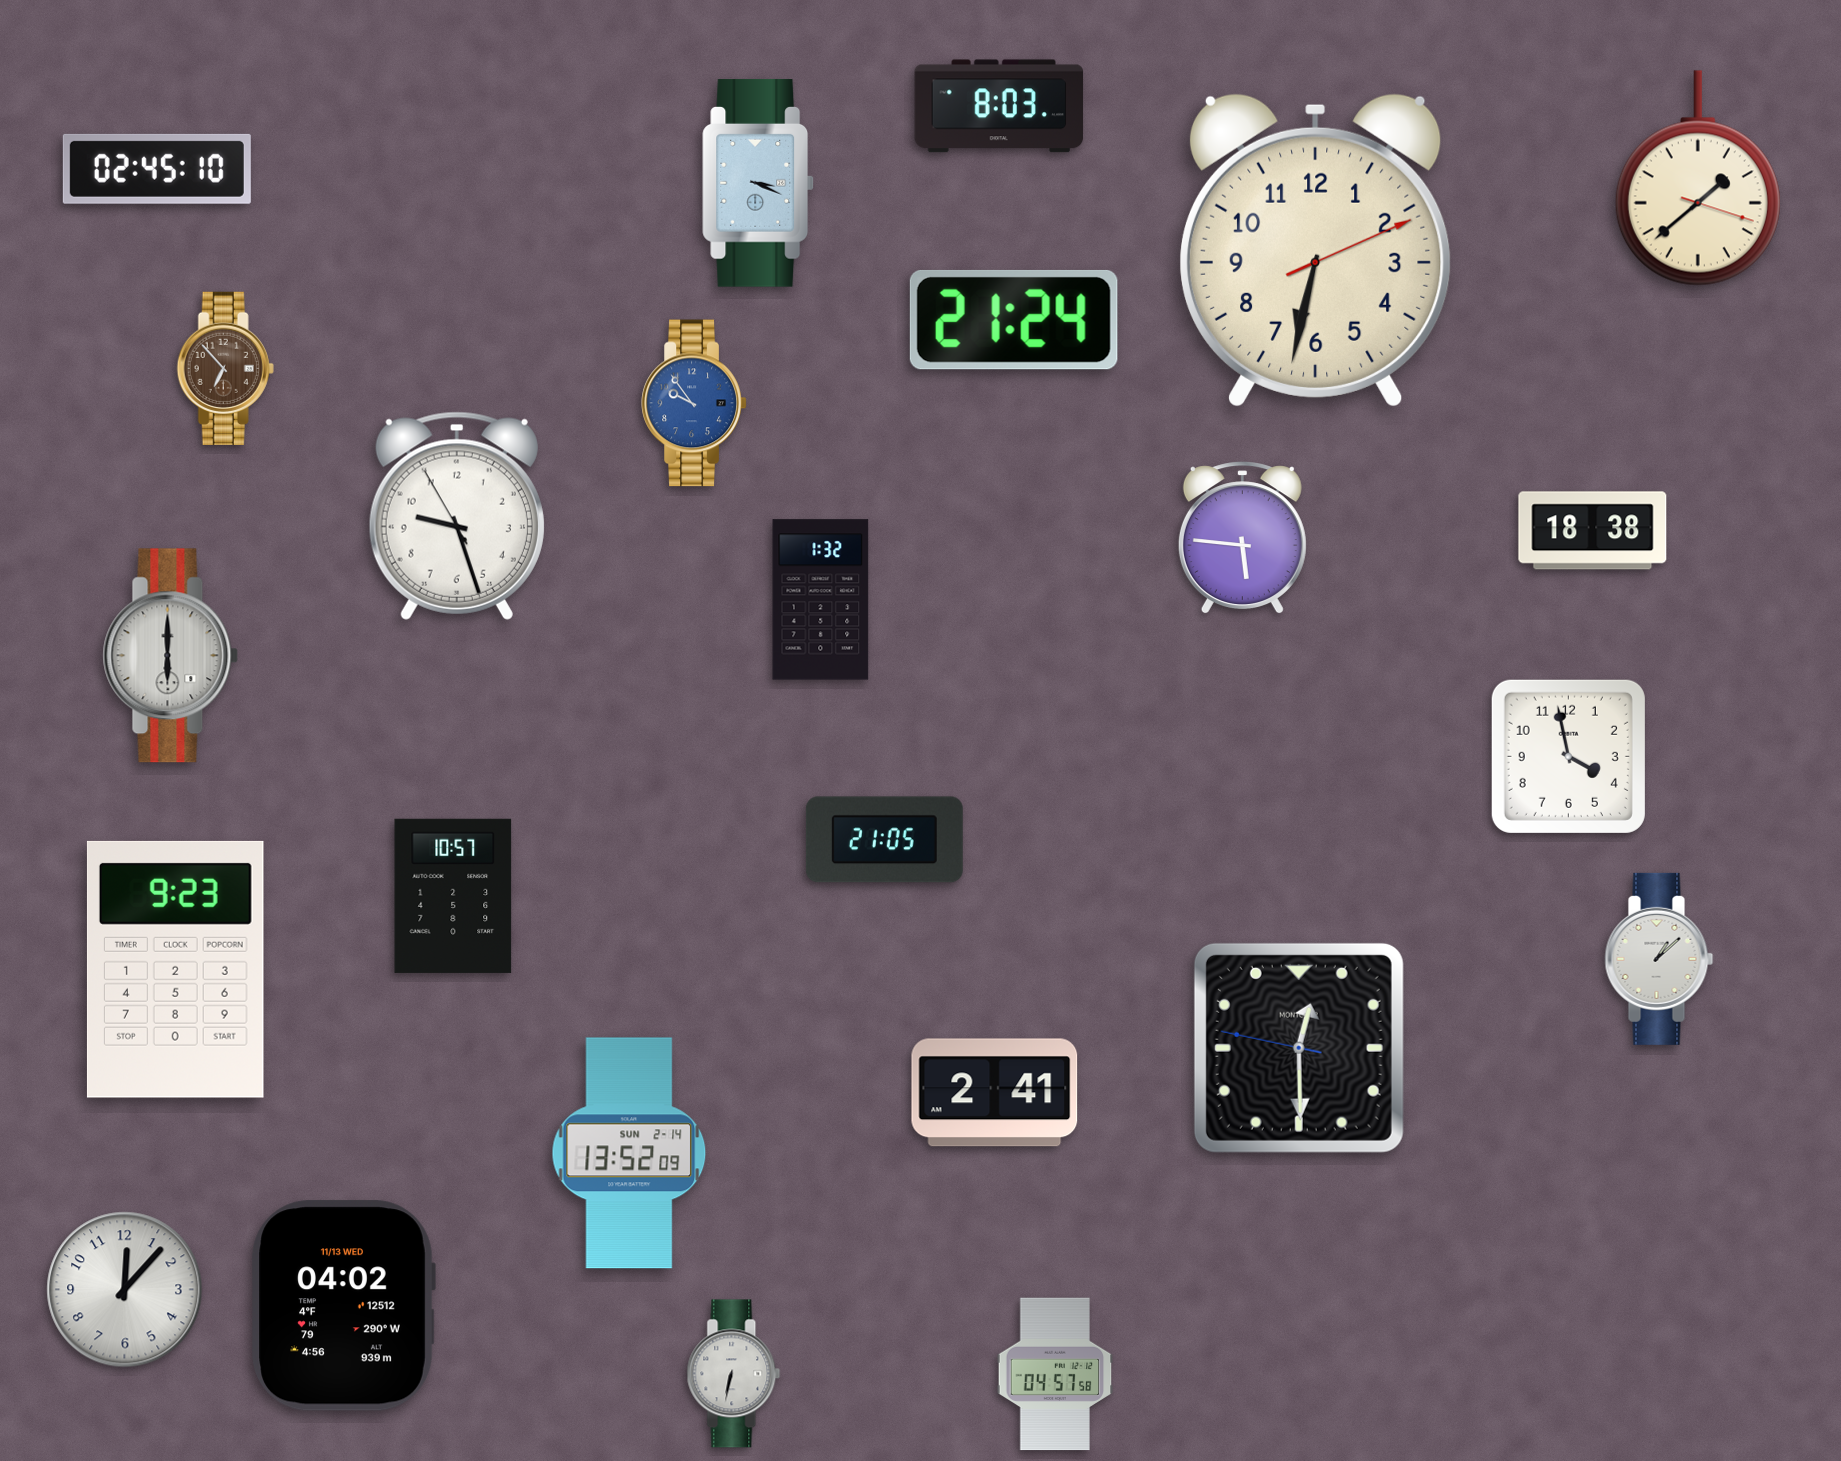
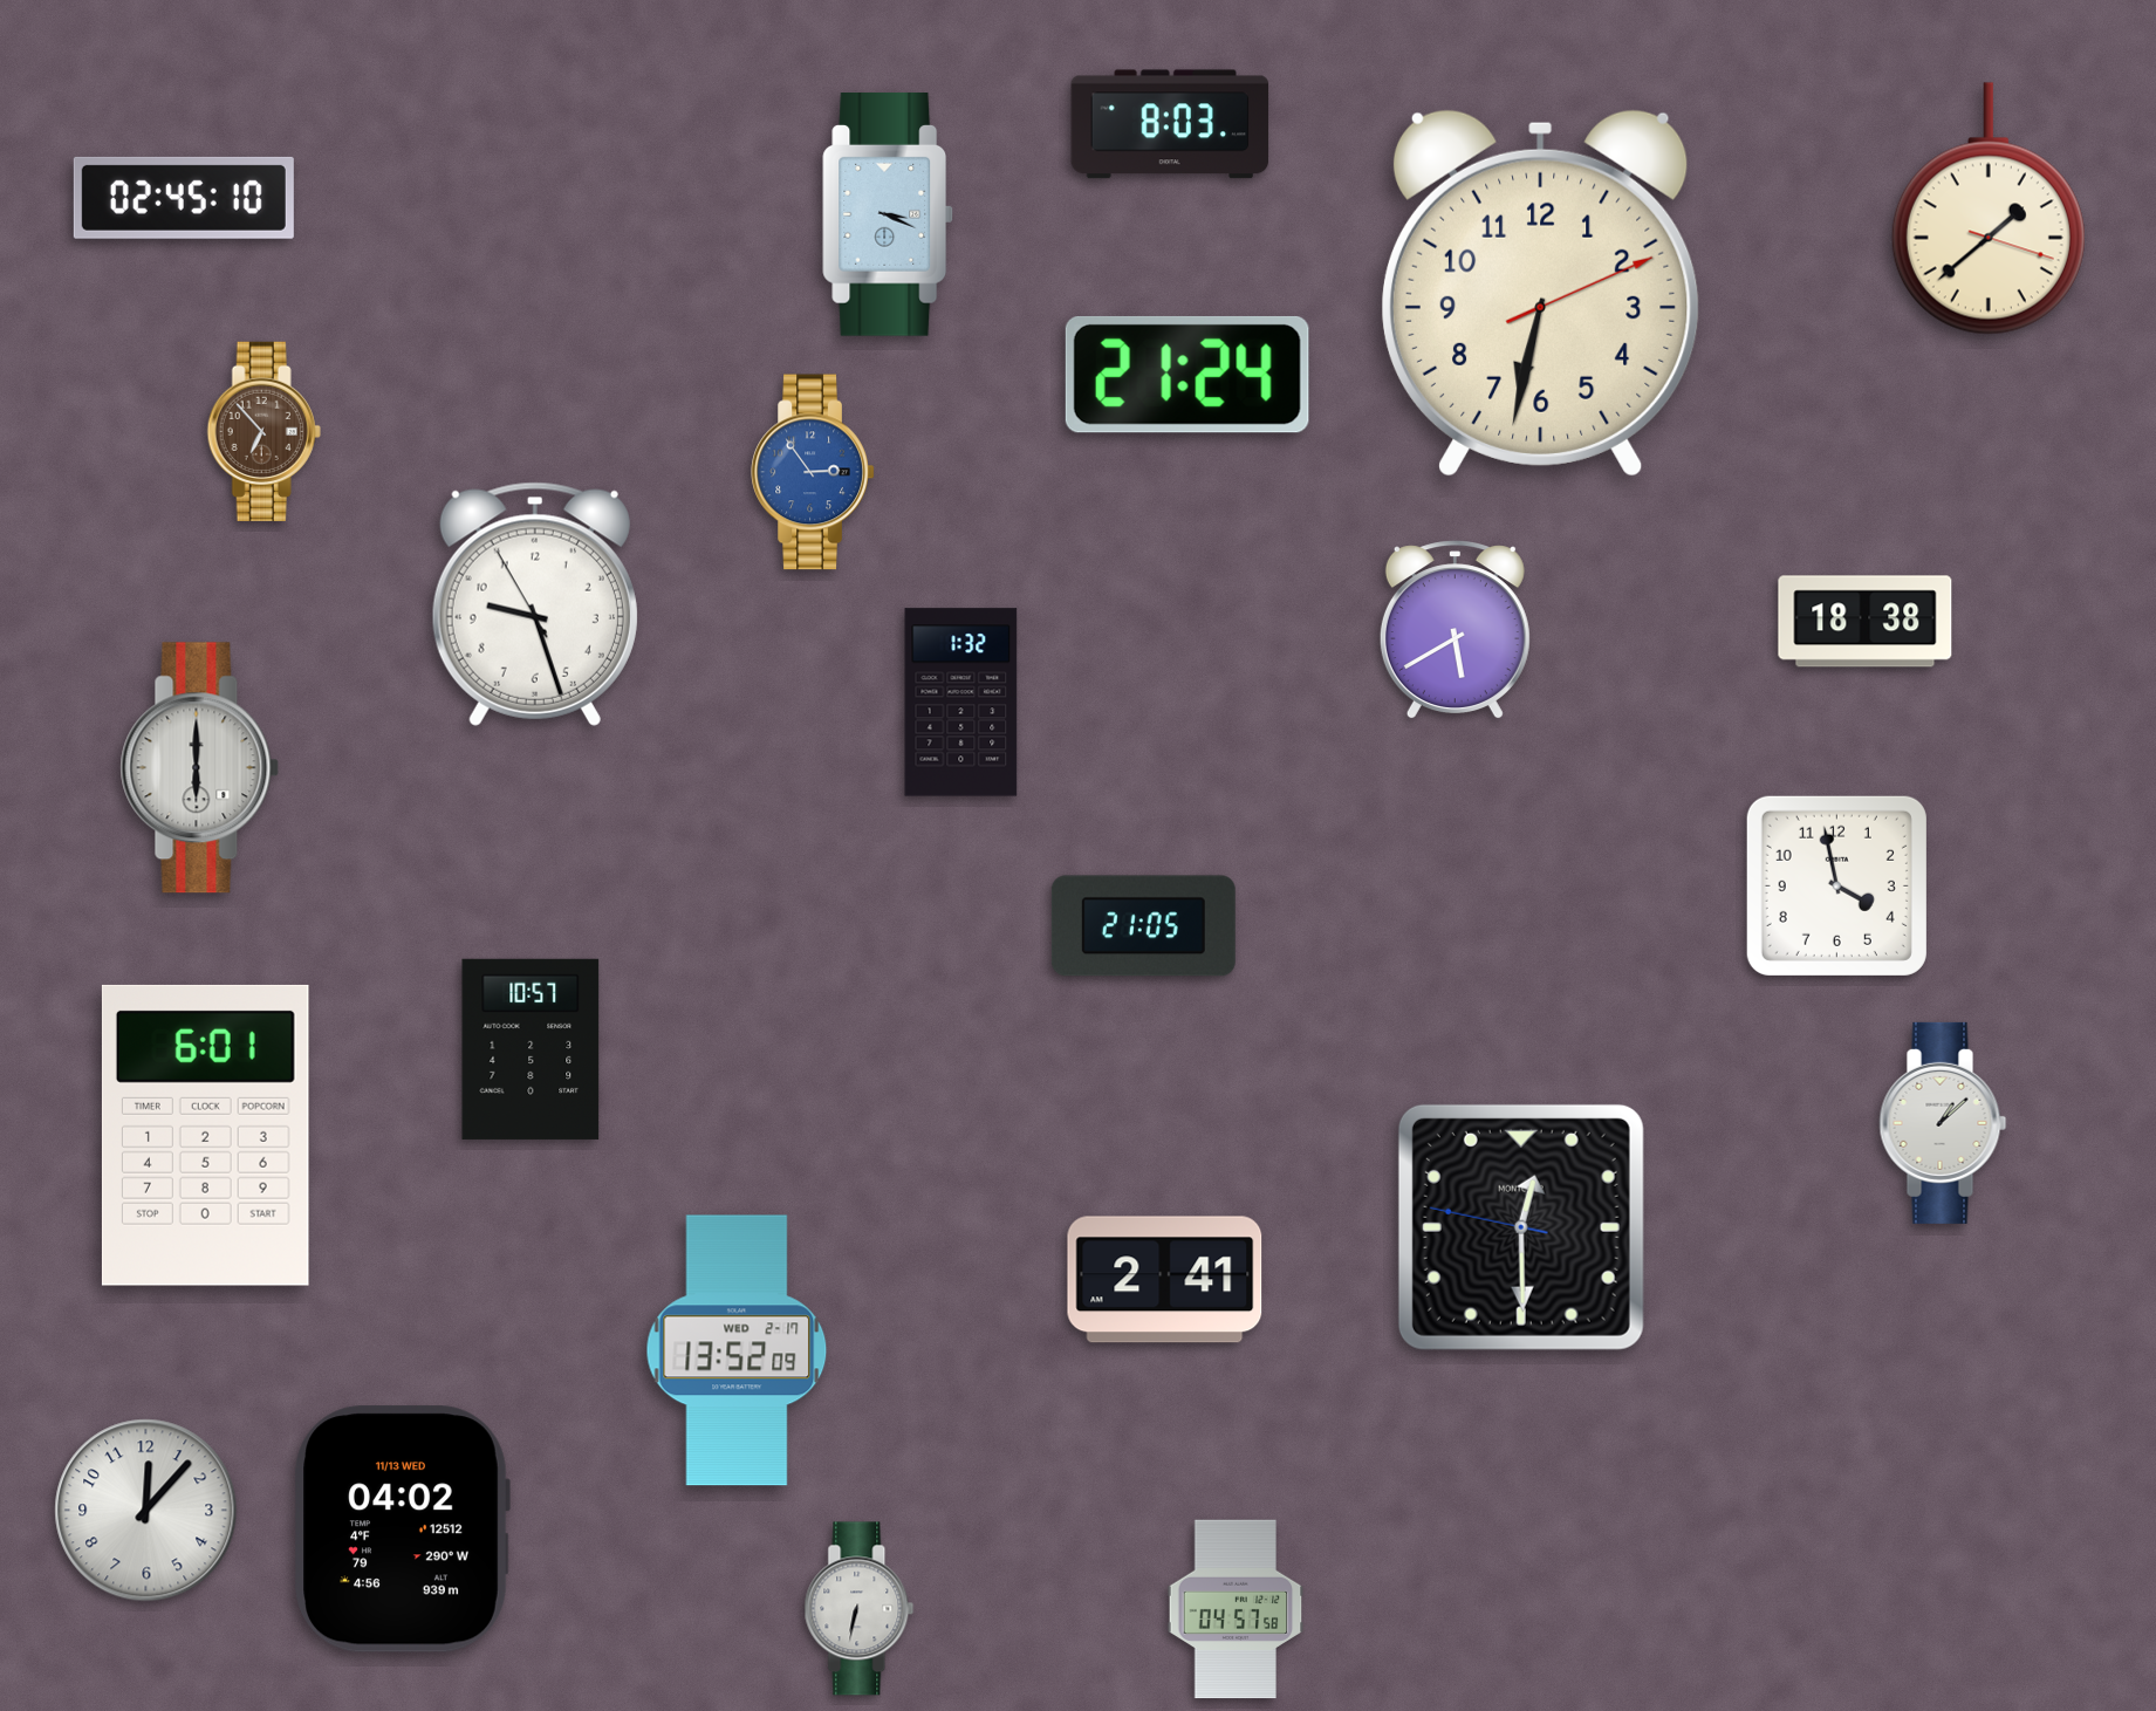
clock at (694, 403): 9:54 -> 2:54
clock at (1242, 538): 5:46 -> 5:40
clock at (884, 840) position: (884, 840) -> (1143, 926)
clock at (175, 969): 9:23 -> 6:01
clock at (629, 1153) date: SUN 2-14 -> WED 2-17
